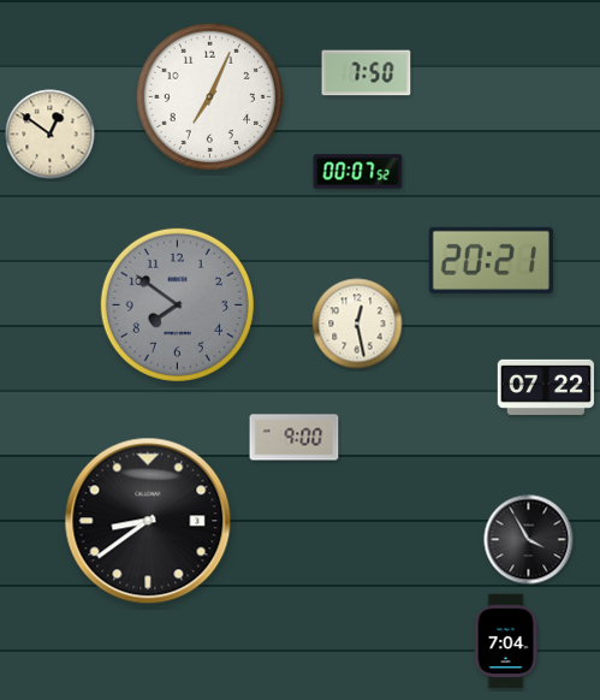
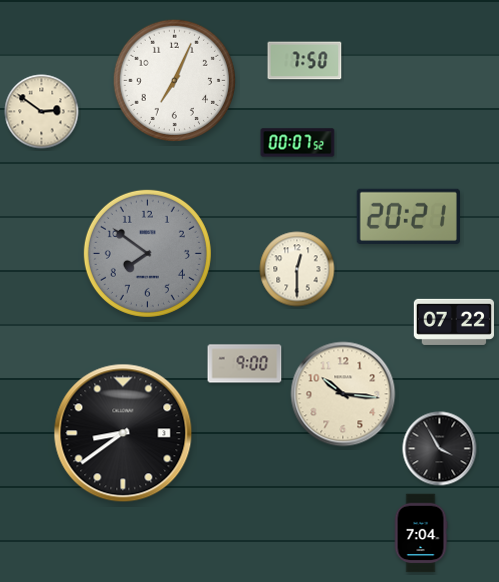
clock at (51, 135): 12:51 -> 2:51
clock at (357, 324): 12:28 -> 12:30
clock at (343, 394): none -> 10:16
